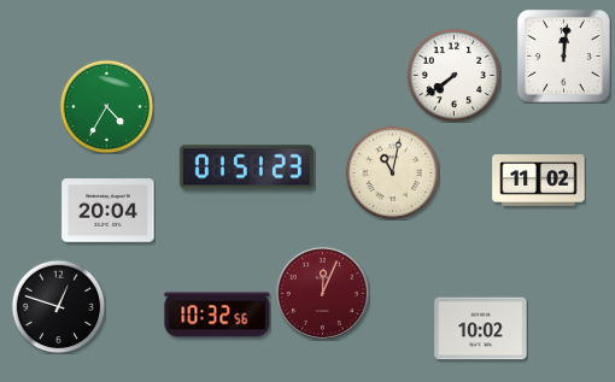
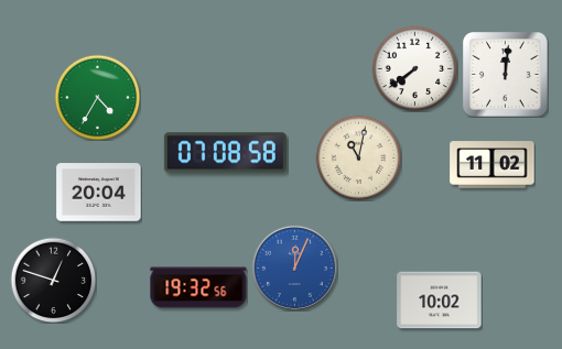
clock at (564, 57) position: (564, 57) -> (506, 75)
clock at (246, 168): 01:51 -> 07:08
clock at (322, 293) dial: burgundy -> blue
clock at (217, 315): 10:32 -> 19:32
